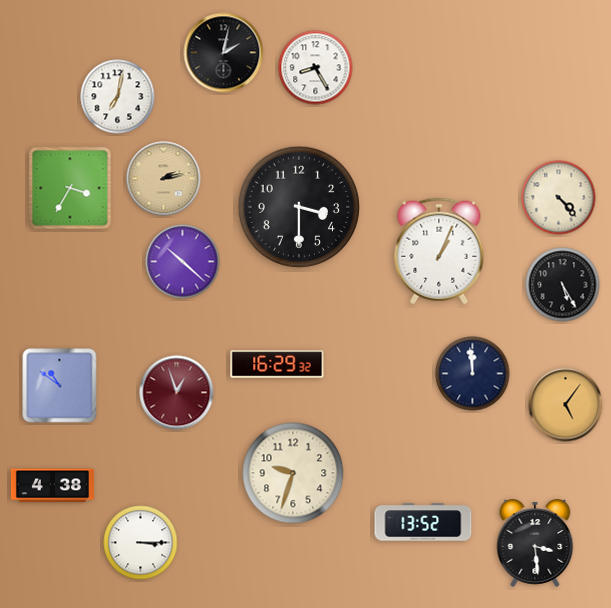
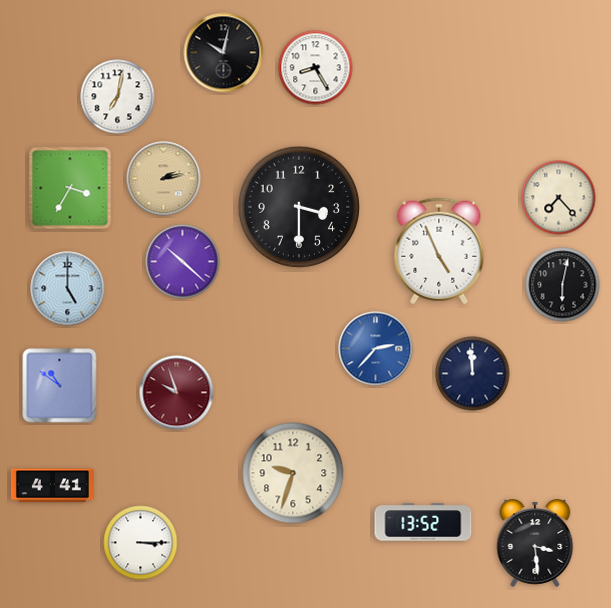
clock at (224, 53): 2:02 -> 10:02
clock at (559, 198): 4:23 -> 7:23
clock at (439, 251): 1:04 -> 4:56
clock at (563, 285): 5:25 -> 6:02
clock at (68, 289): none -> 5:00
clock at (376, 349): none -> 2:37
clock at (277, 364): 16:29 -> none
clock at (177, 393): 12:57 -> 9:57
clock at (566, 405): 5:06 -> none
clock at (52, 486): 4:38 -> 4:41
